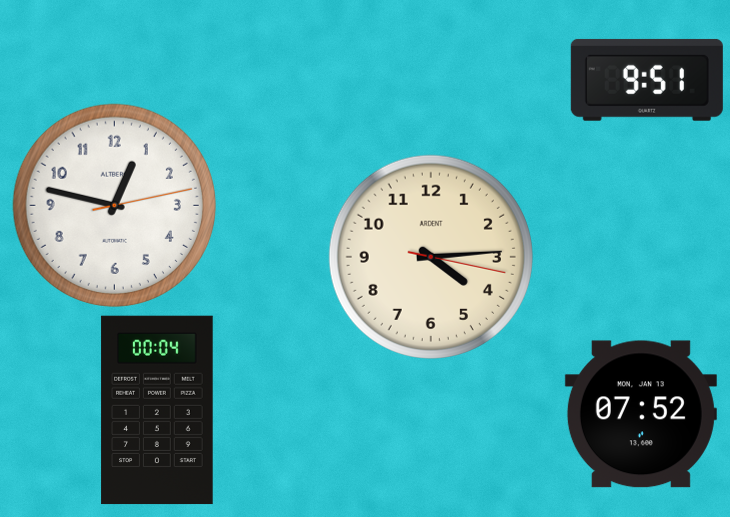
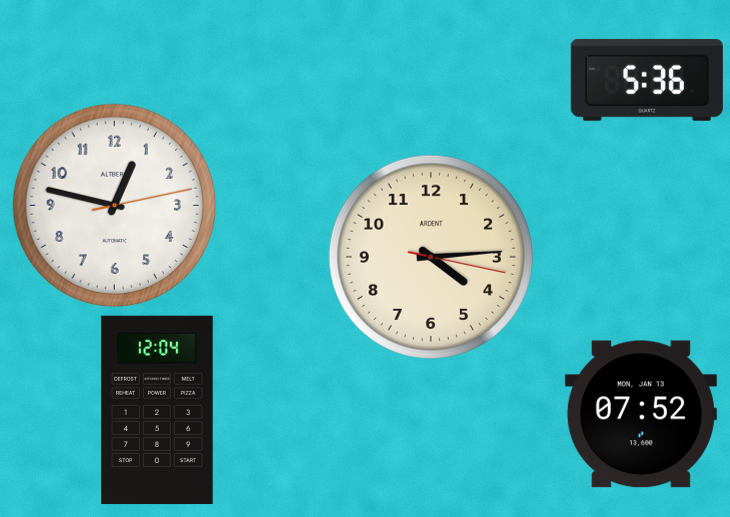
clock at (647, 80): 9:51 -> 5:36
clock at (157, 410): 00:04 -> 12:04
